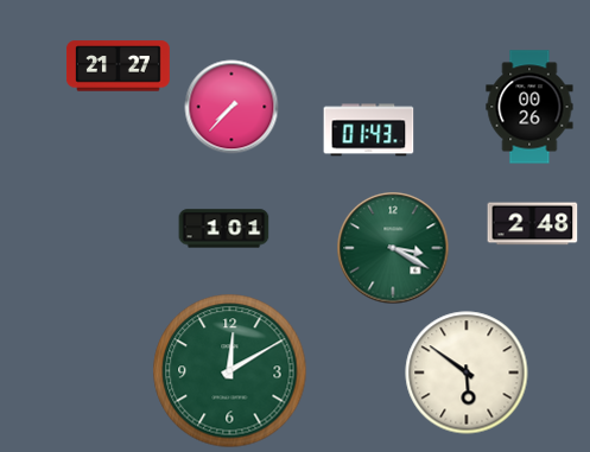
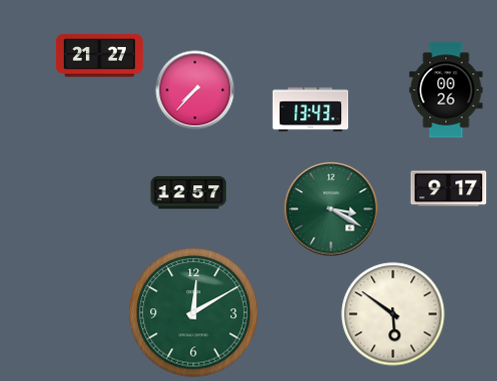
clock at (369, 130): 01:43 -> 13:43
clock at (533, 224): 2:48 -> 9:17
clock at (224, 229): 1:01 -> 12:57
